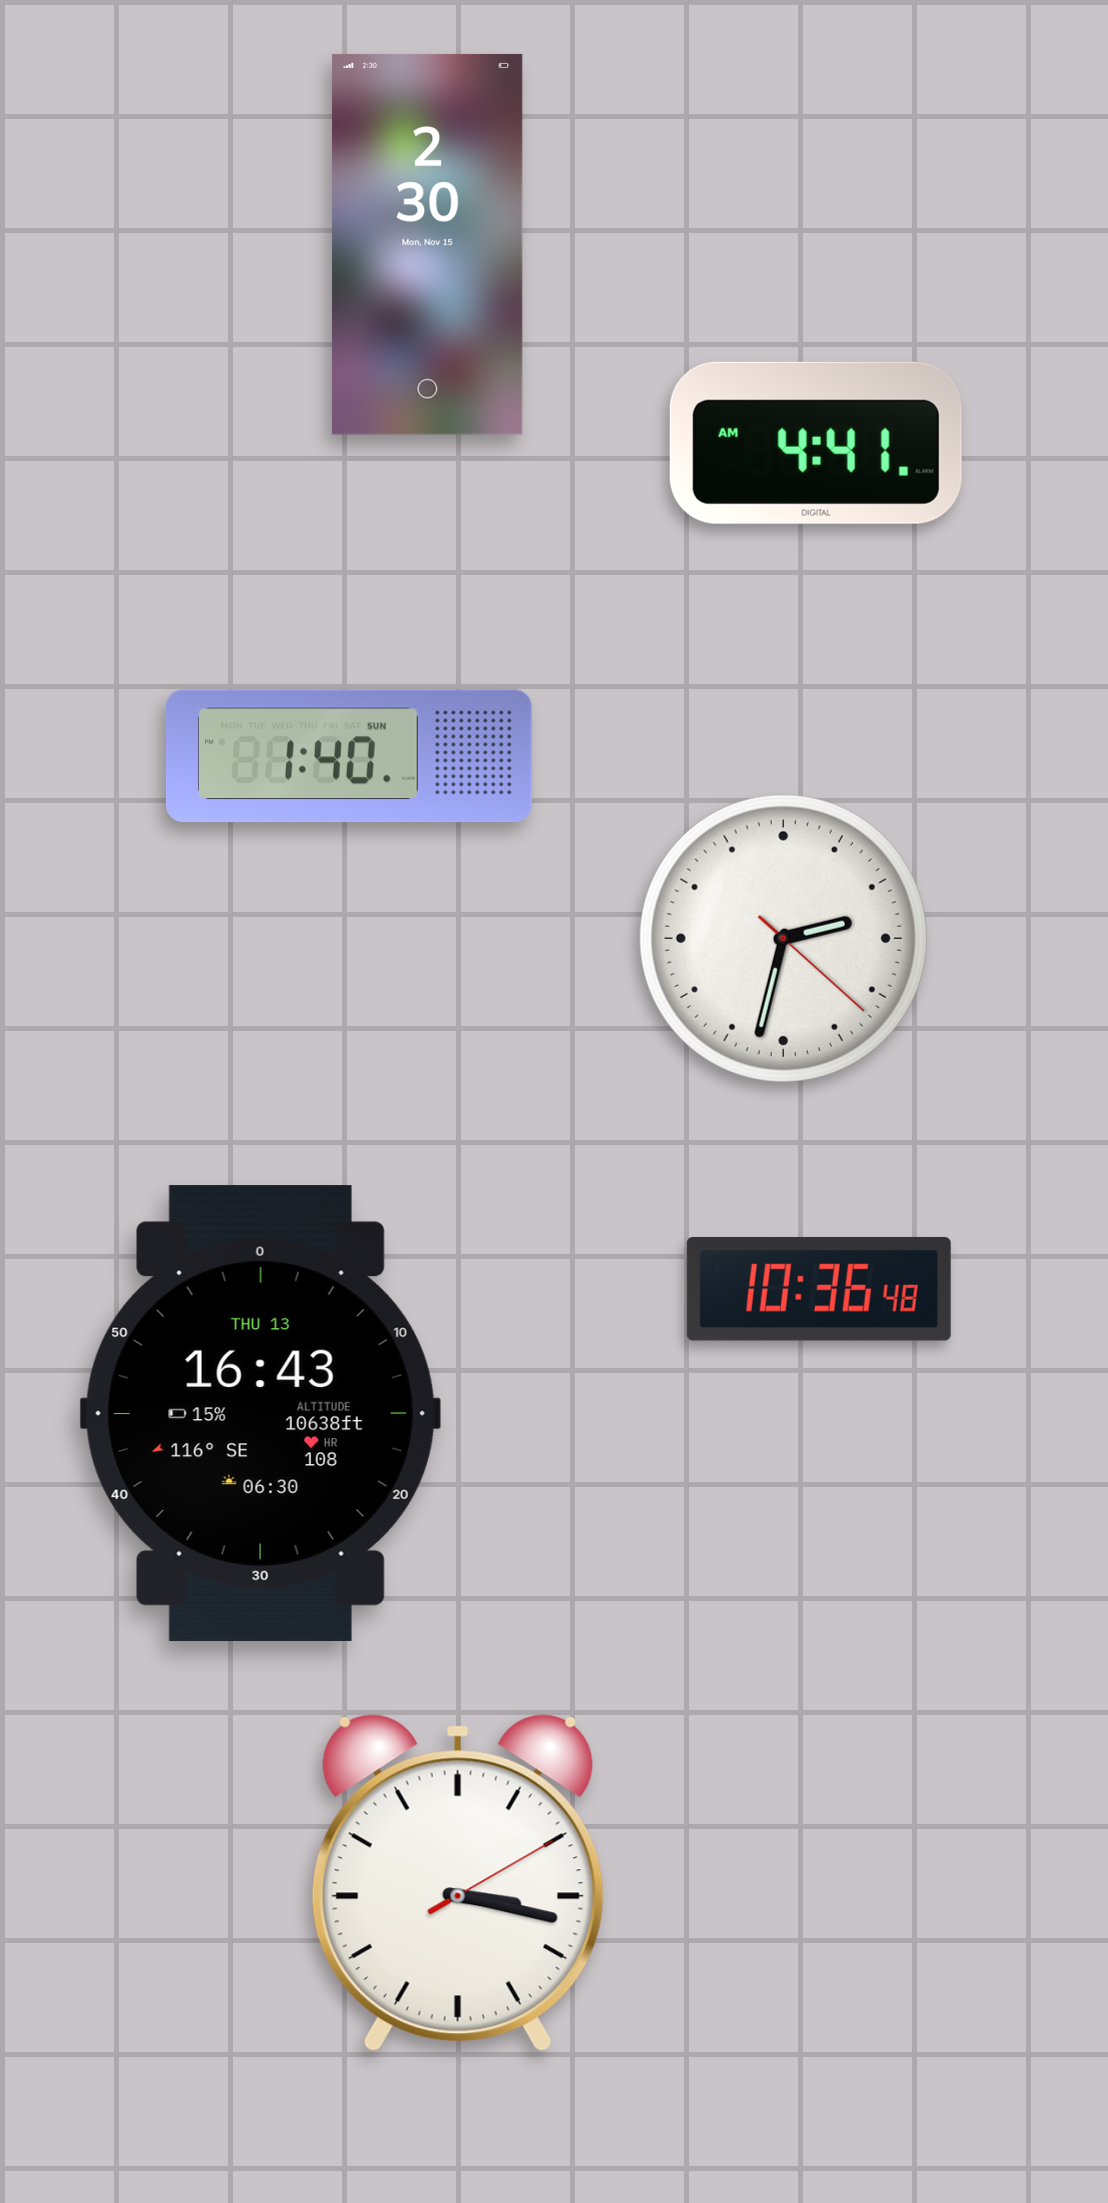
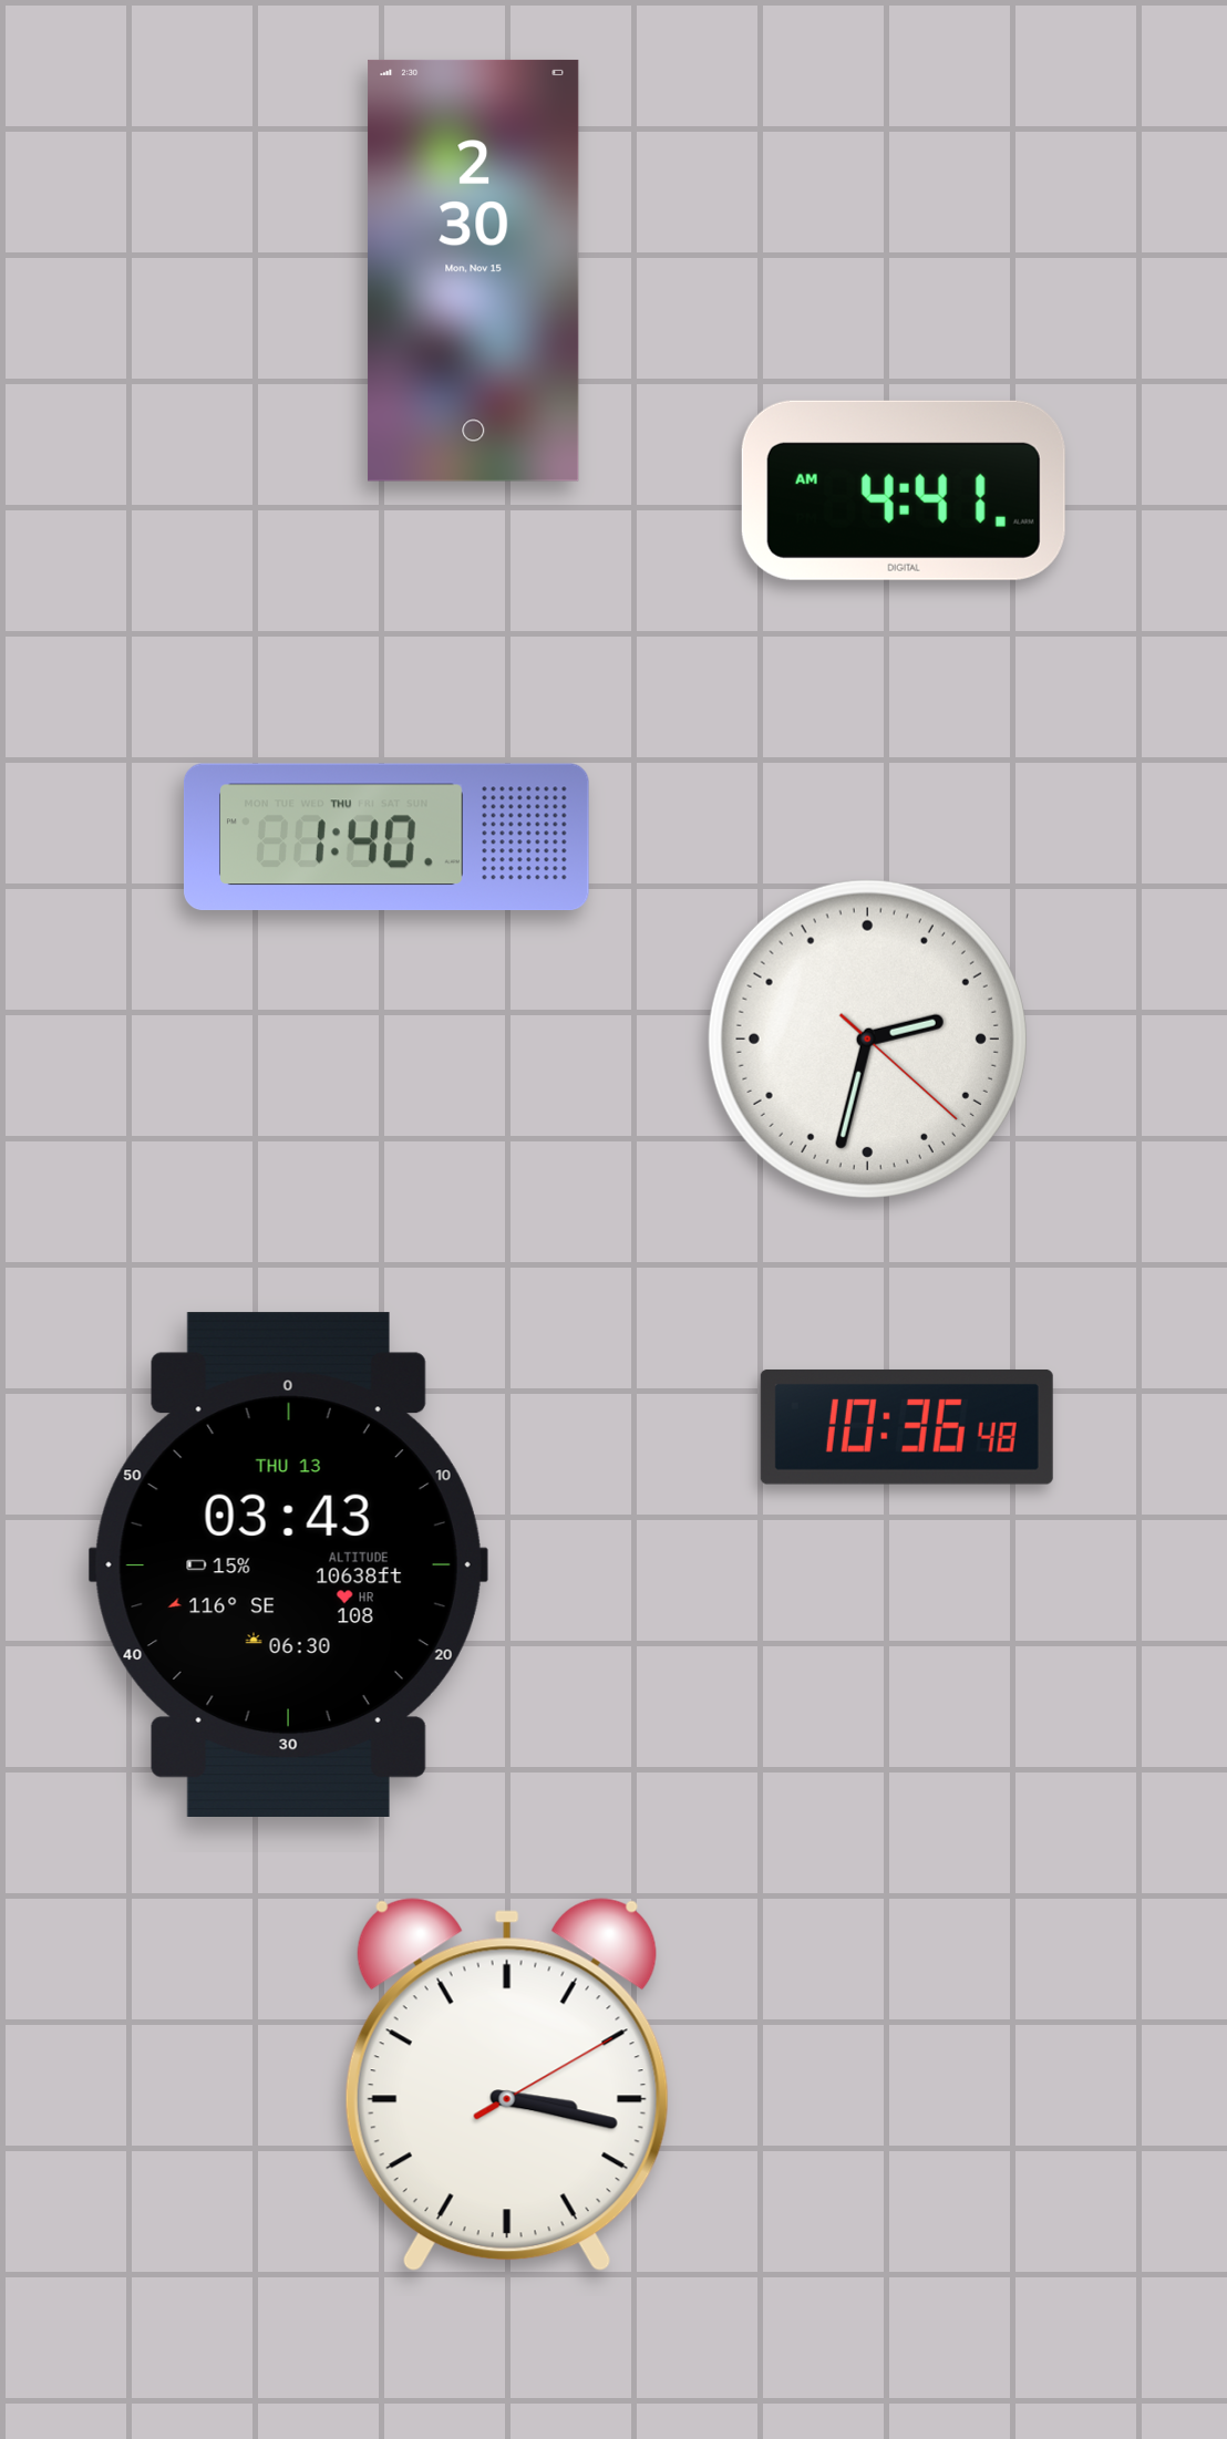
clock at (349, 756) date: SUN -> THU
clock at (260, 1413): 16:43 -> 03:43
